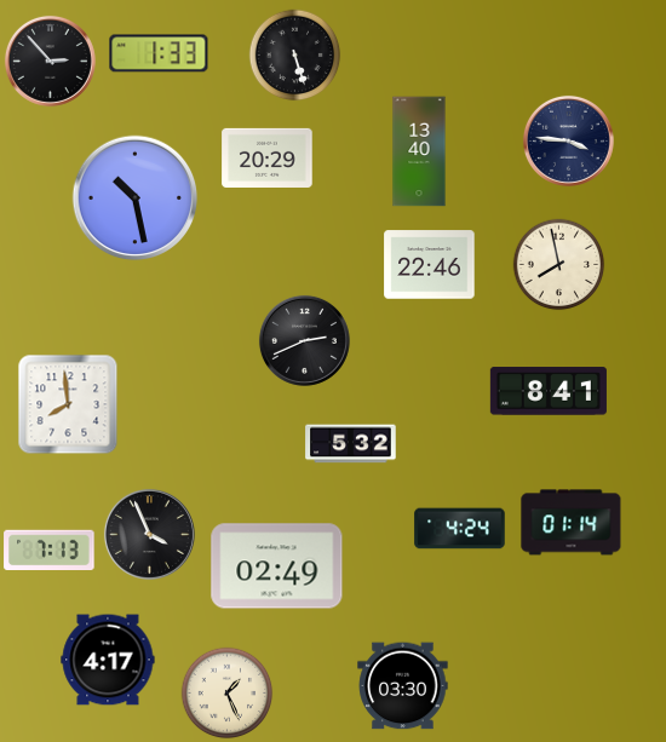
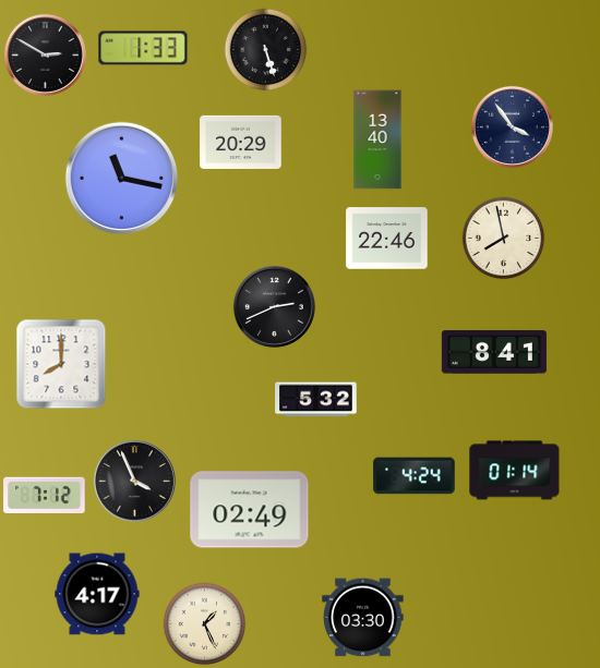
clock at (50, 61): 2:53 -> 2:50
clock at (568, 140): 3:46 -> 3:54
clock at (419, 151) position: (419, 151) -> (377, 139)
clock at (136, 199): 10:28 -> 11:17
clock at (68, 404): 7:59 -> 8:00
clock at (50, 551): 7:13 -> 7:12
